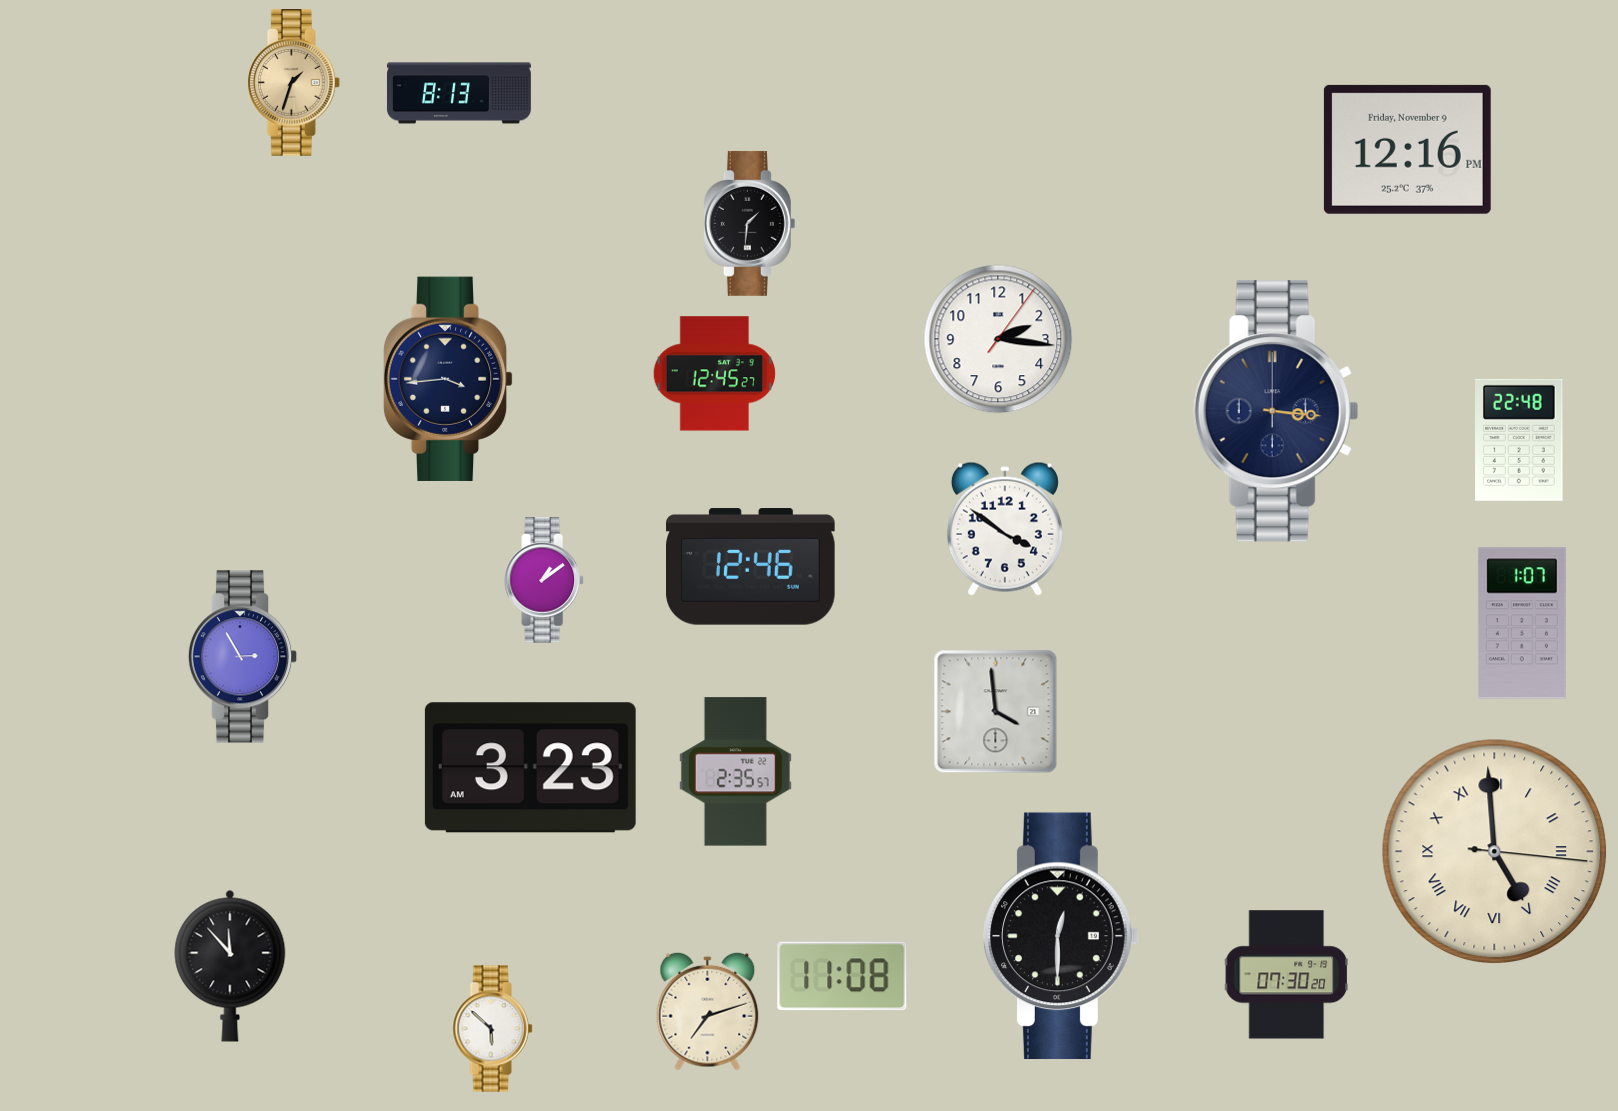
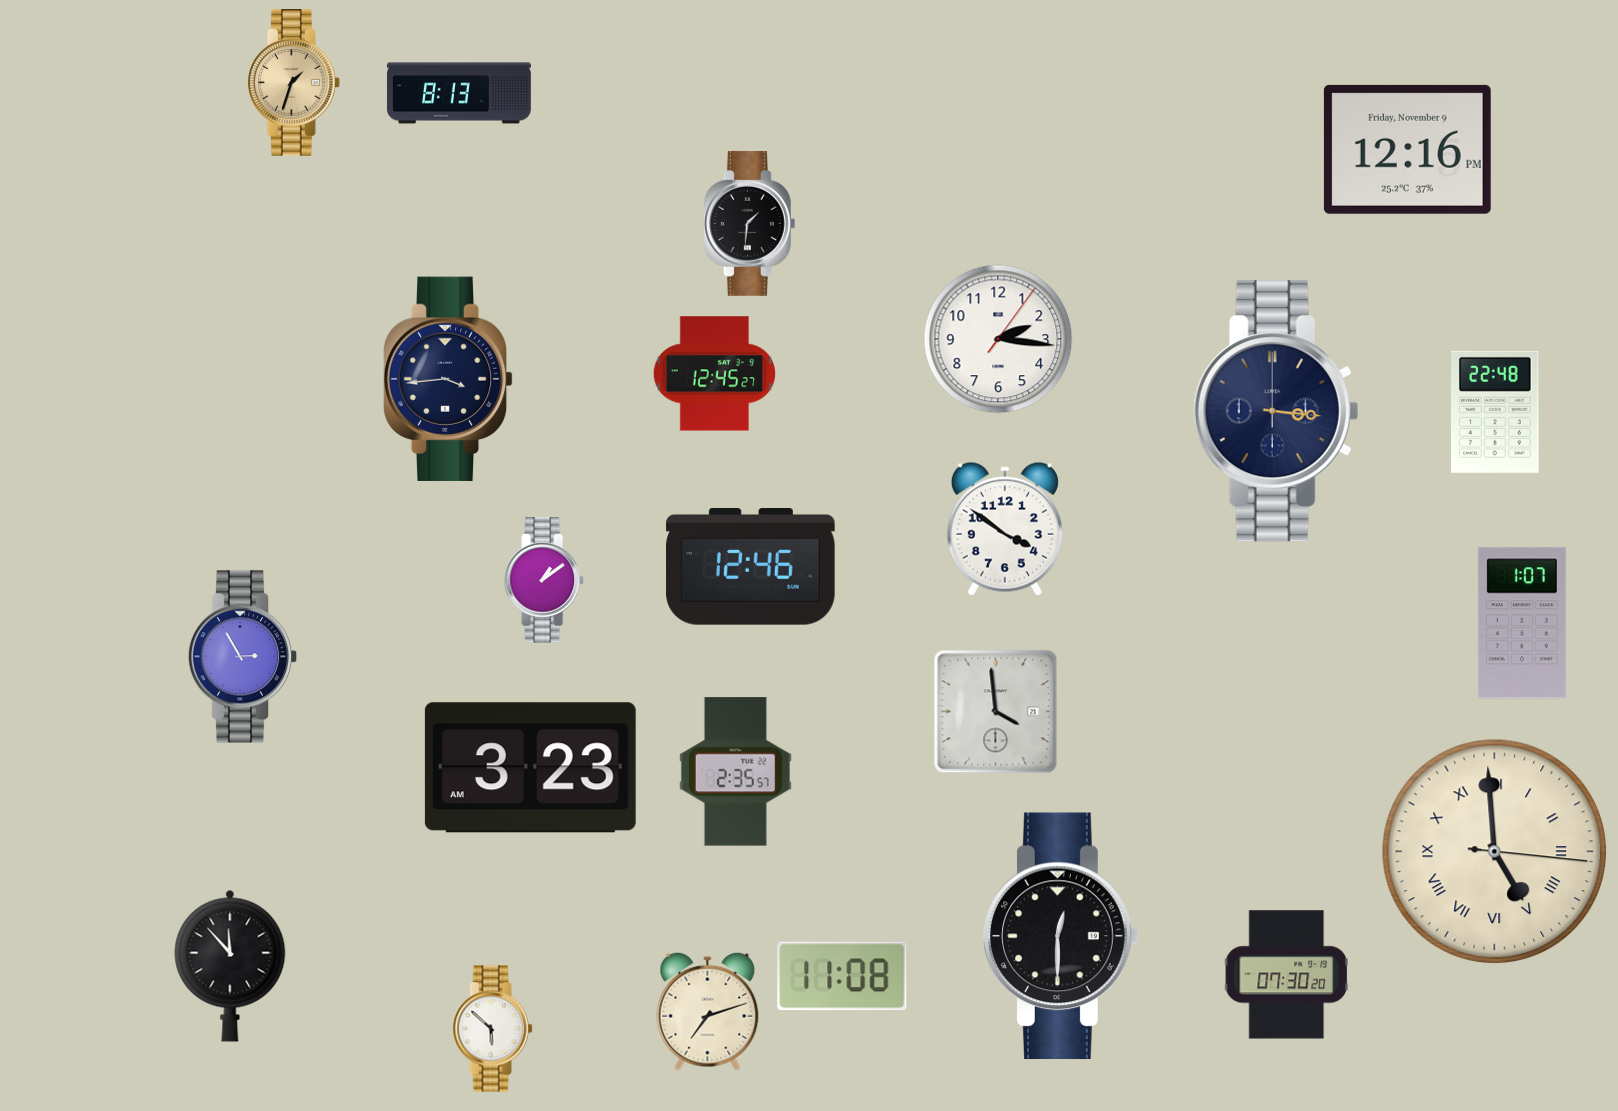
clock at (1520, 440) position: (1520, 440) -> (1496, 412)
